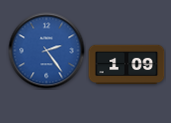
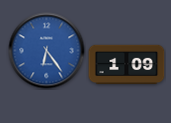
clock at (47, 51): 2:24 -> 6:24
